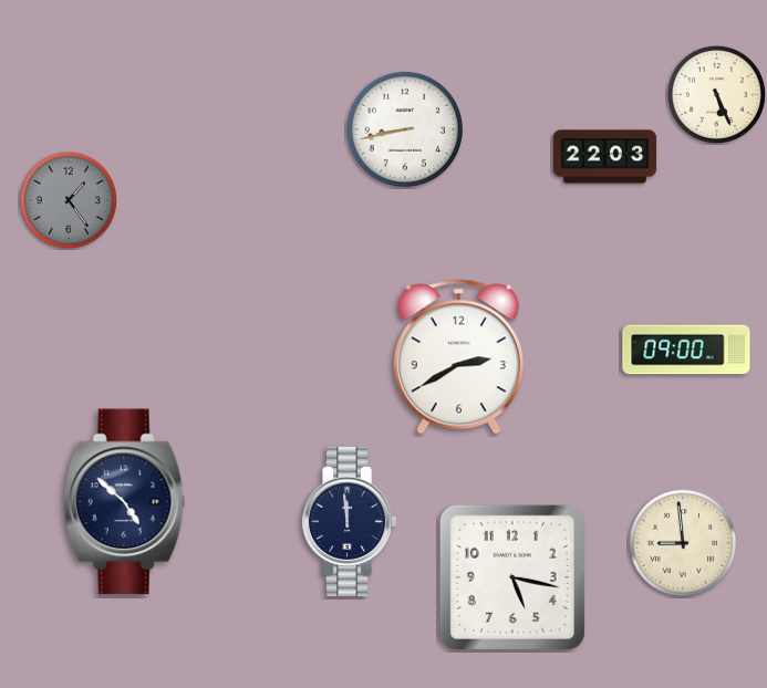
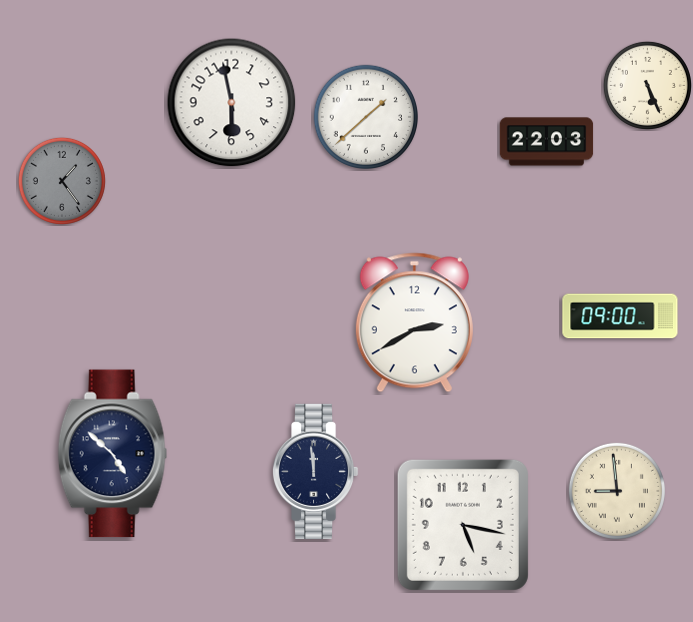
clock at (232, 103): none -> 5:58
clock at (404, 128): 8:43 -> 1:38
clock at (512, 577) position: (512, 577) -> (463, 525)
